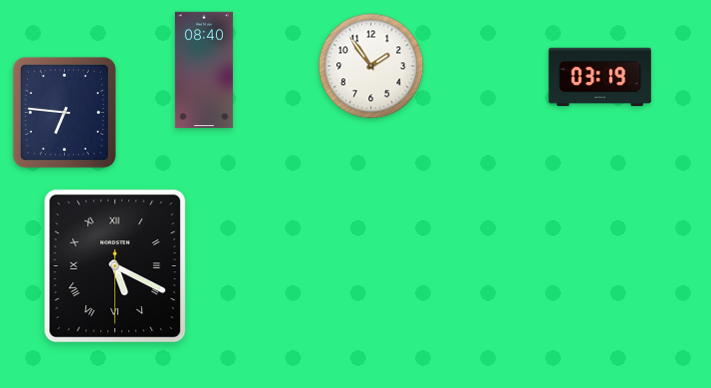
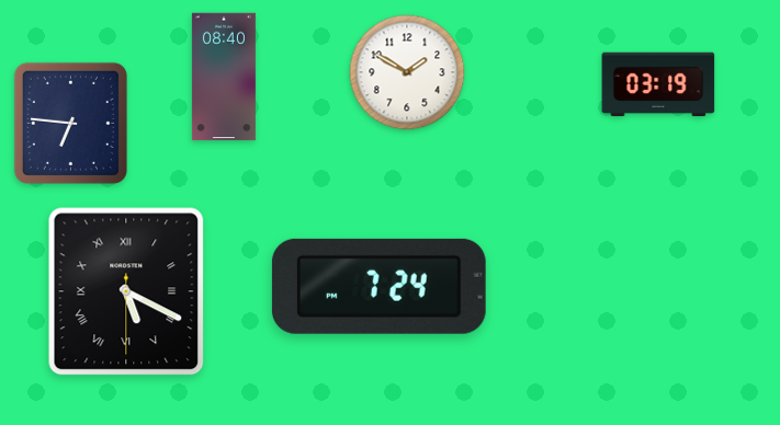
clock at (371, 66): 1:54 -> 1:50
clock at (378, 286): none -> 7:24
